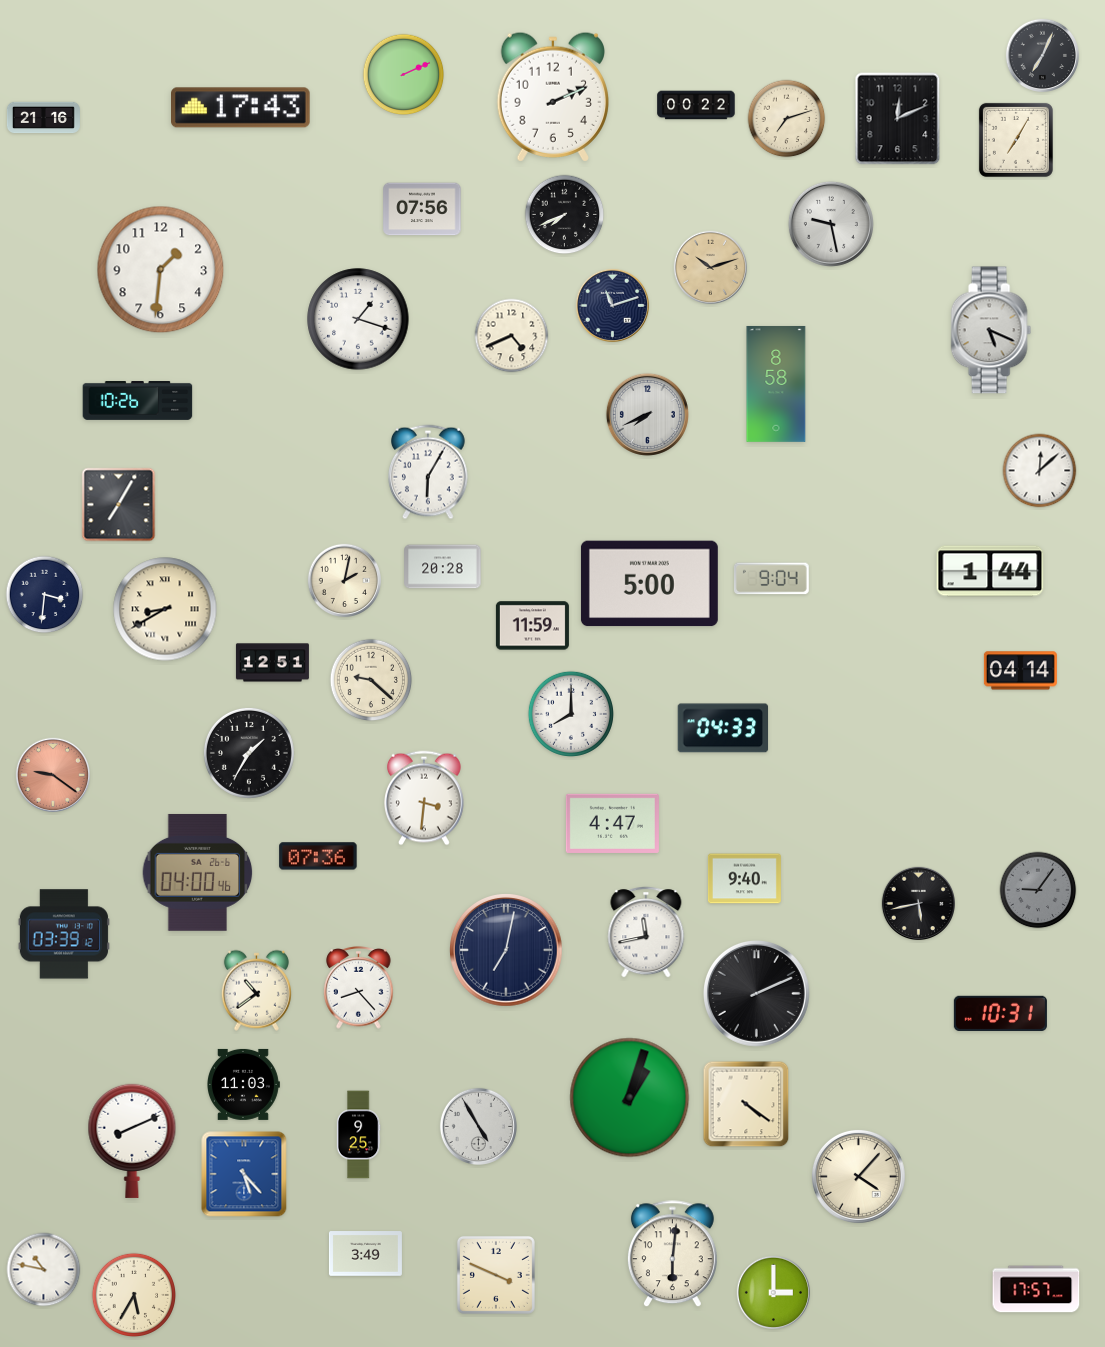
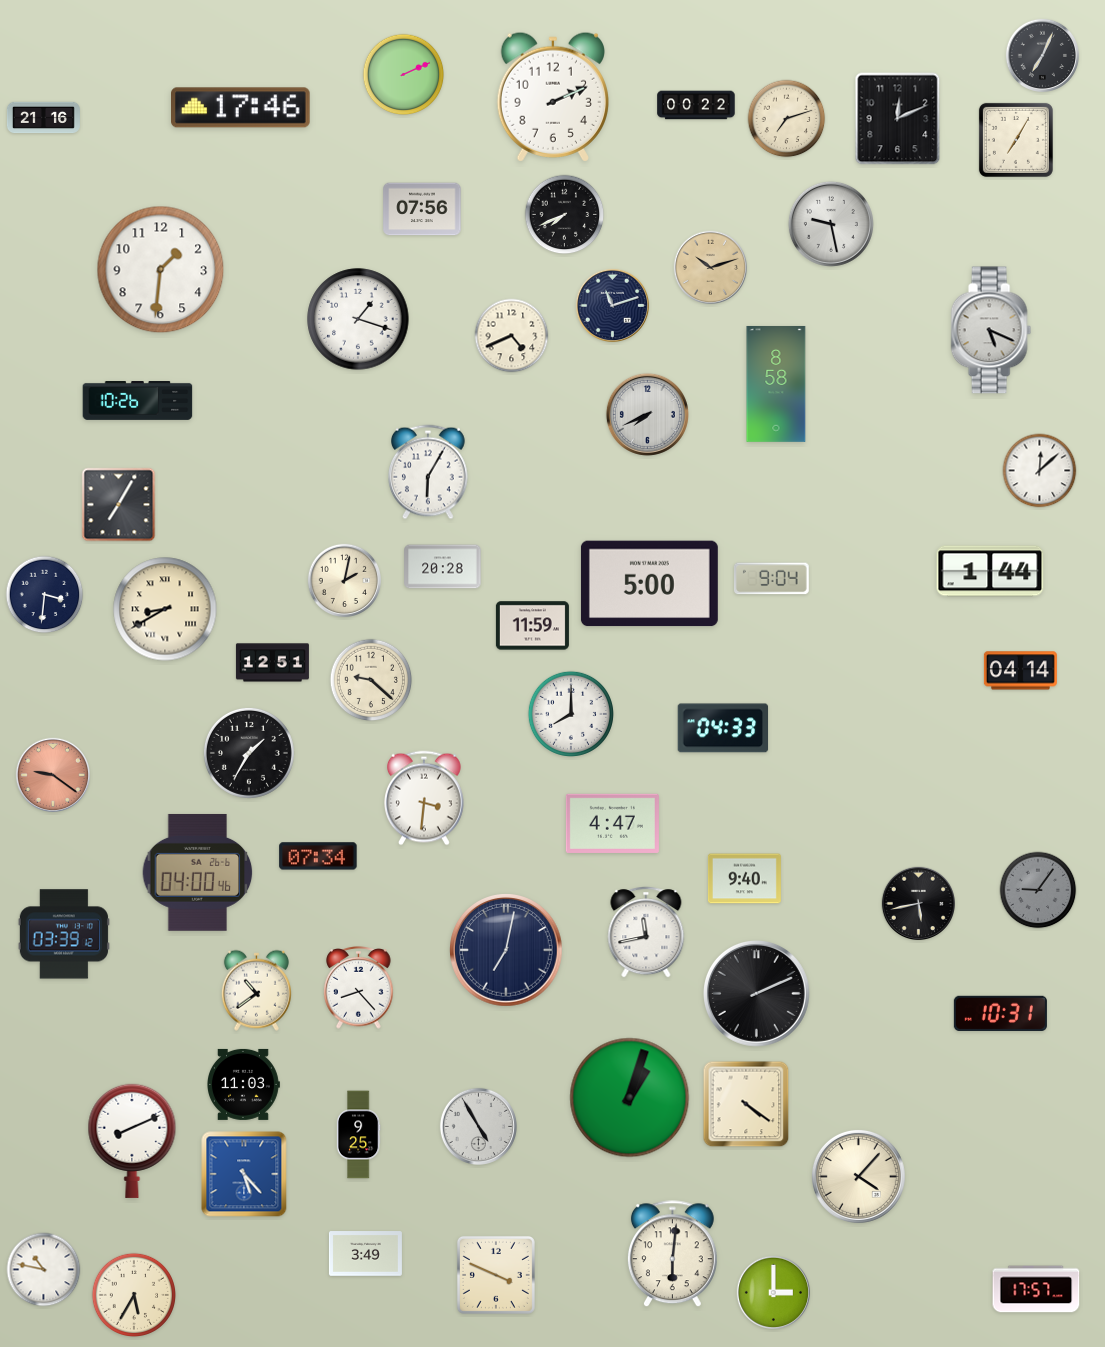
clock at (241, 108): 17:43 -> 17:46
clock at (318, 856): 07:36 -> 07:34
